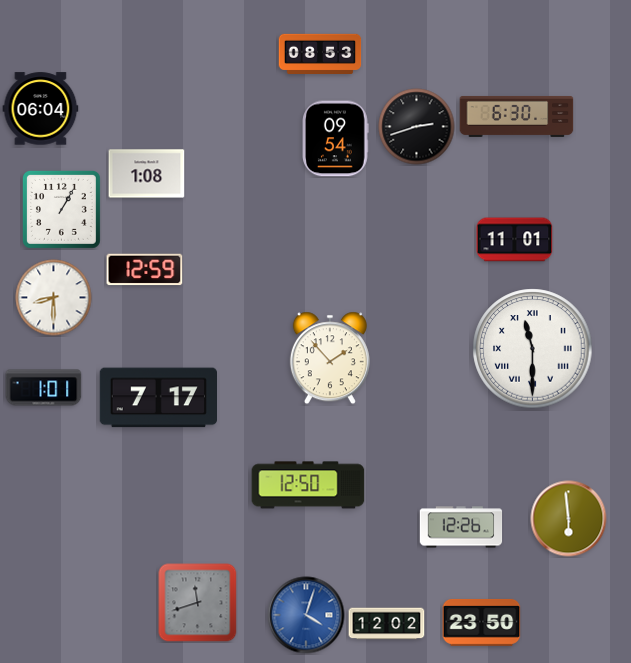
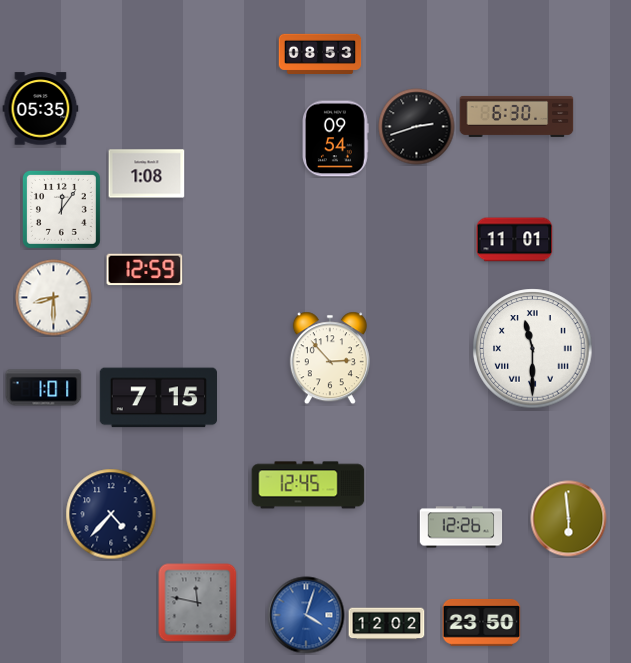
clock at (41, 109): 06:04 -> 05:35
clock at (61, 209): 1:05 -> 12:06
clock at (330, 358): 1:53 -> 2:53
clock at (158, 398): 7:17 -> 7:15
clock at (308, 485): 12:50 -> 12:45
clock at (111, 514): none -> 4:37
clock at (198, 603): 11:42 -> 11:47
